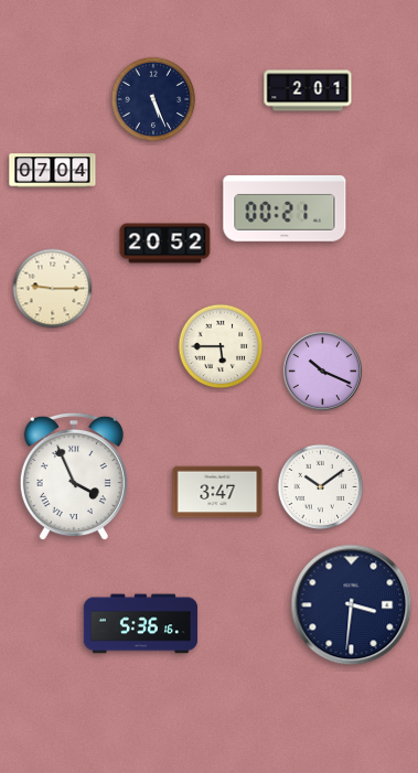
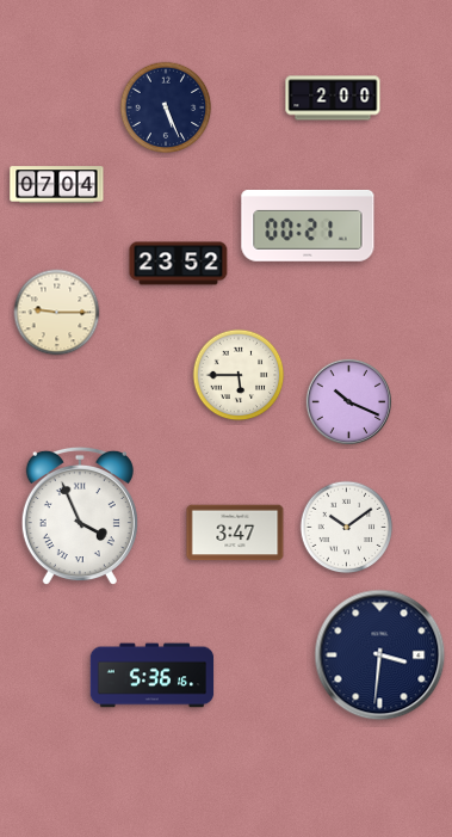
clock at (308, 90): 2:01 -> 2:00
clock at (165, 244): 20:52 -> 23:52
